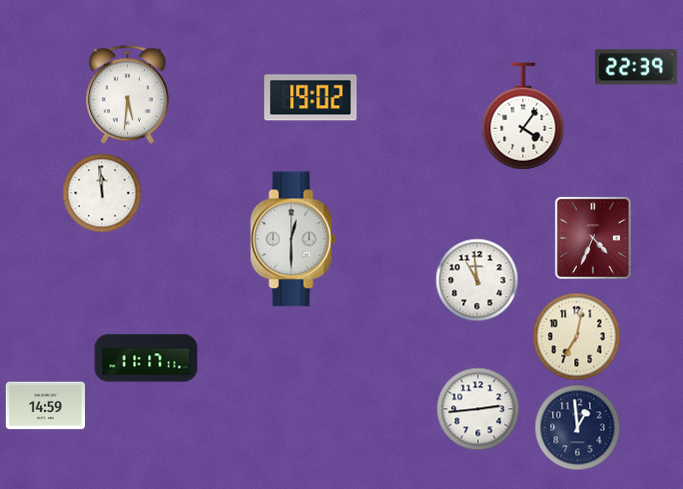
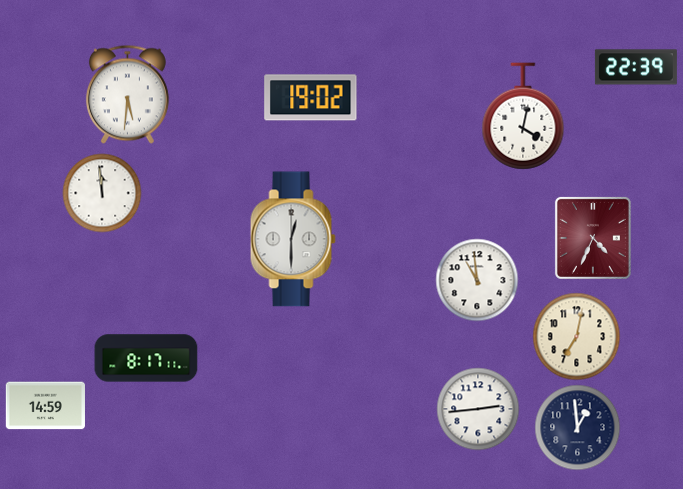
clock at (523, 116): 4:06 -> 4:02
clock at (146, 358): 11:17 -> 8:17
